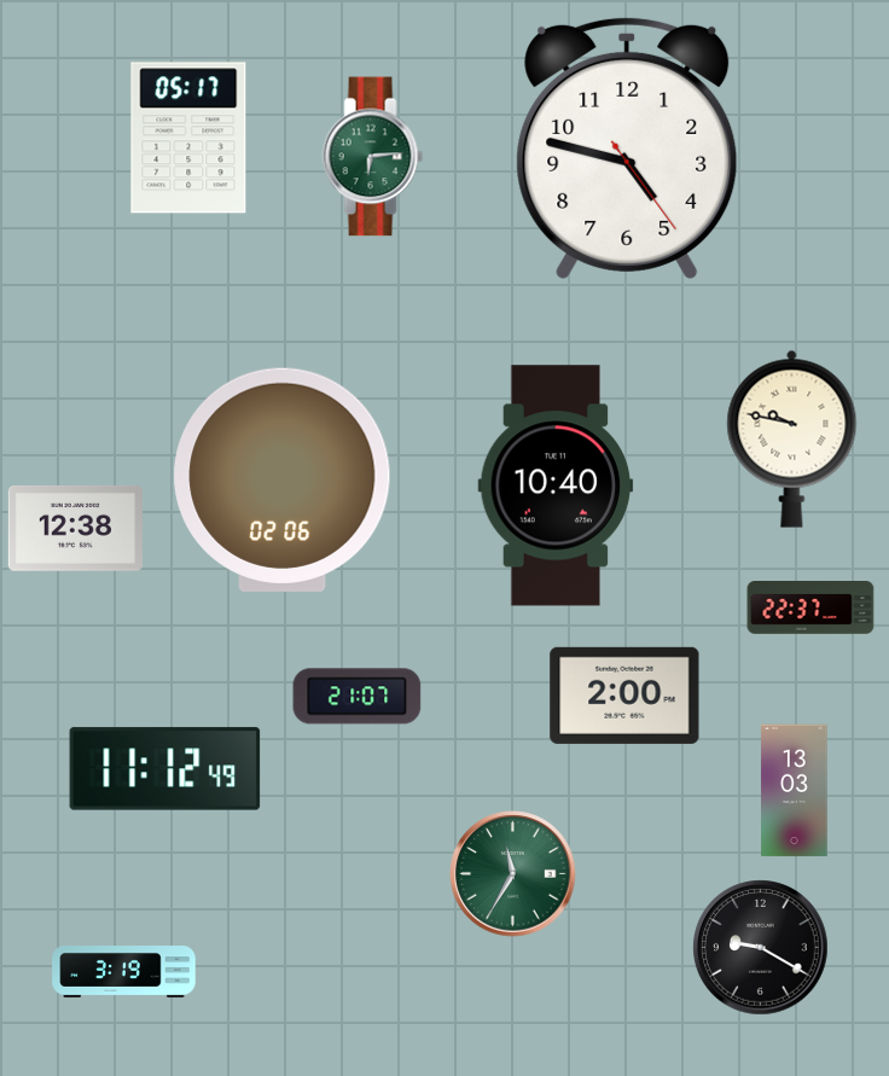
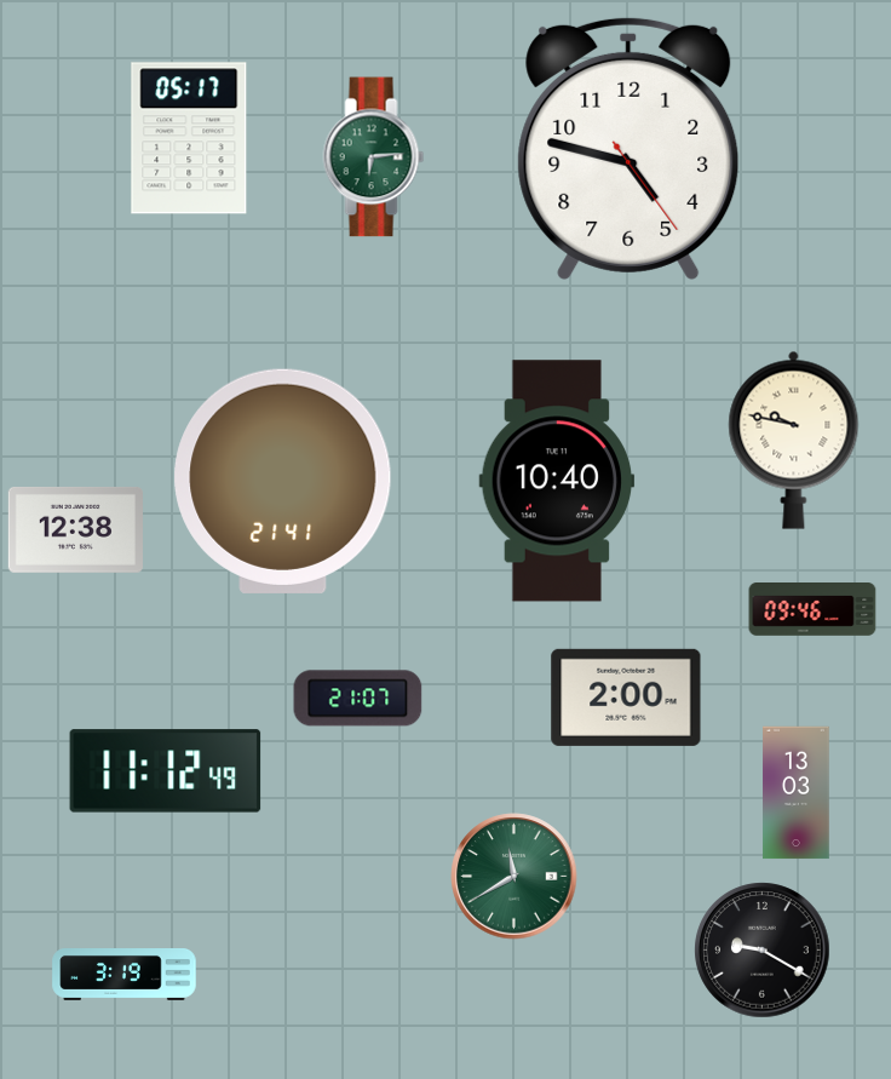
clock at (283, 479): 02:06 -> 21:41
clock at (556, 485) position: (556, 485) -> (557, 481)
clock at (810, 607): 22:37 -> 09:46
clock at (513, 874): 11:35 -> 11:40
